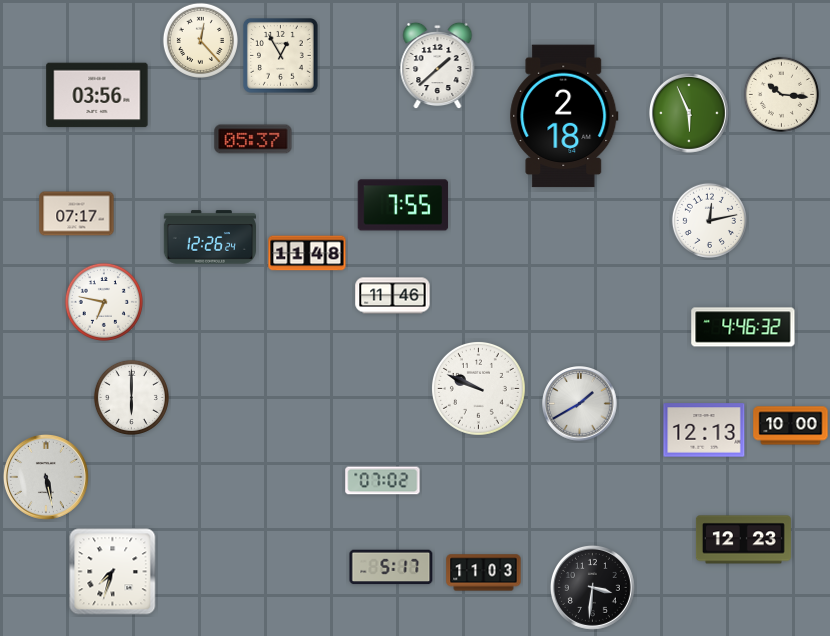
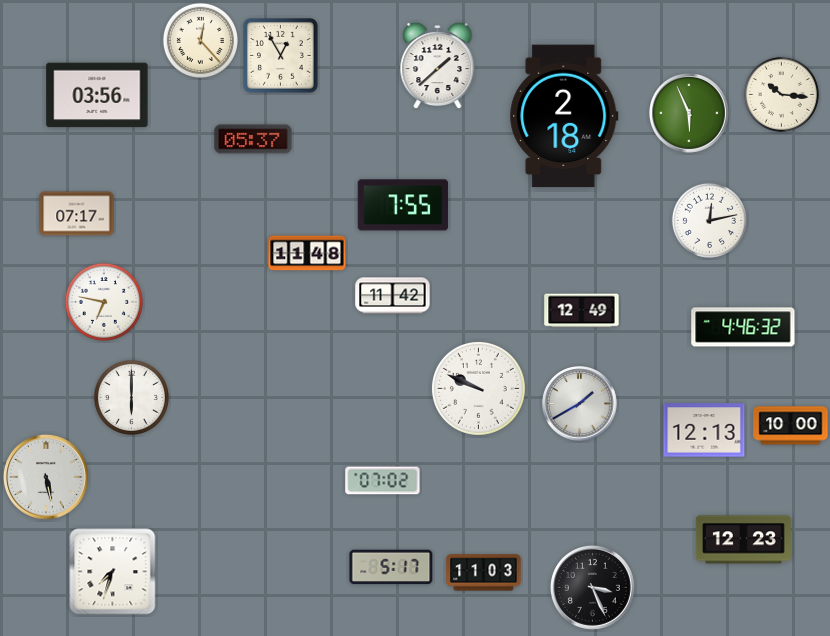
clock at (209, 237): 12:26 -> none
clock at (393, 296): 11:46 -> 11:42
clock at (582, 311): none -> 12:49
clock at (592, 587): 3:31 -> 3:26
